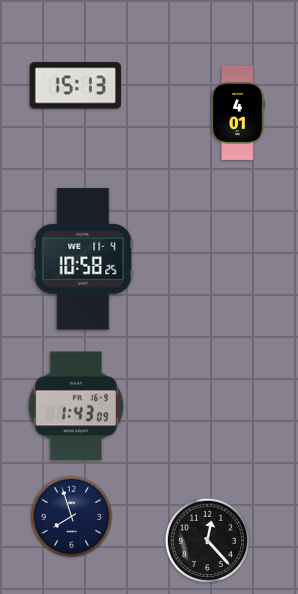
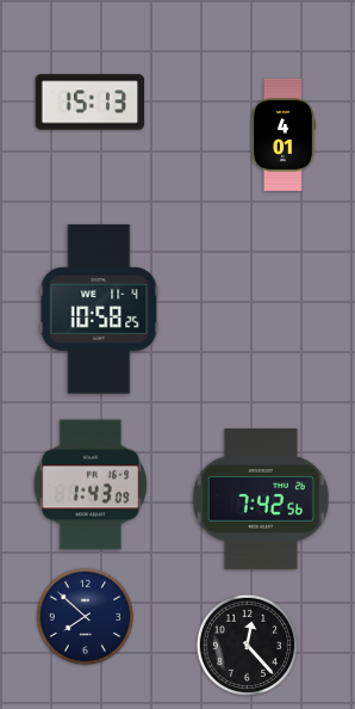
clock at (261, 499): none -> 7:42
clock at (72, 517): 7:57 -> 7:52
